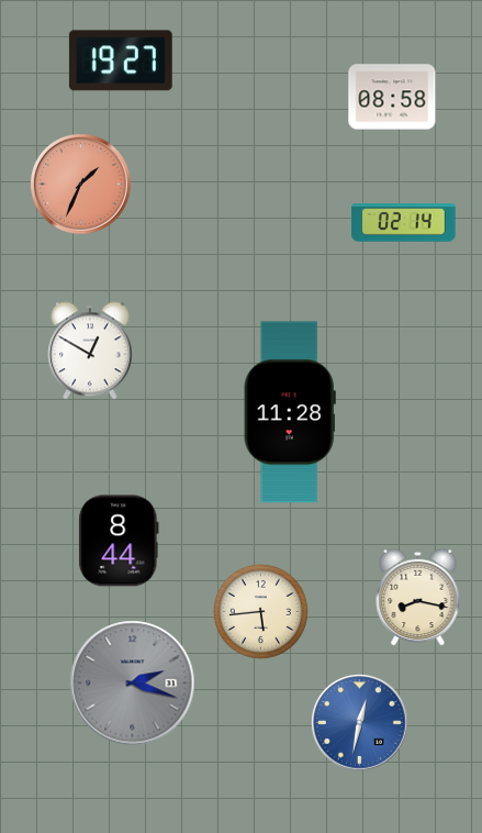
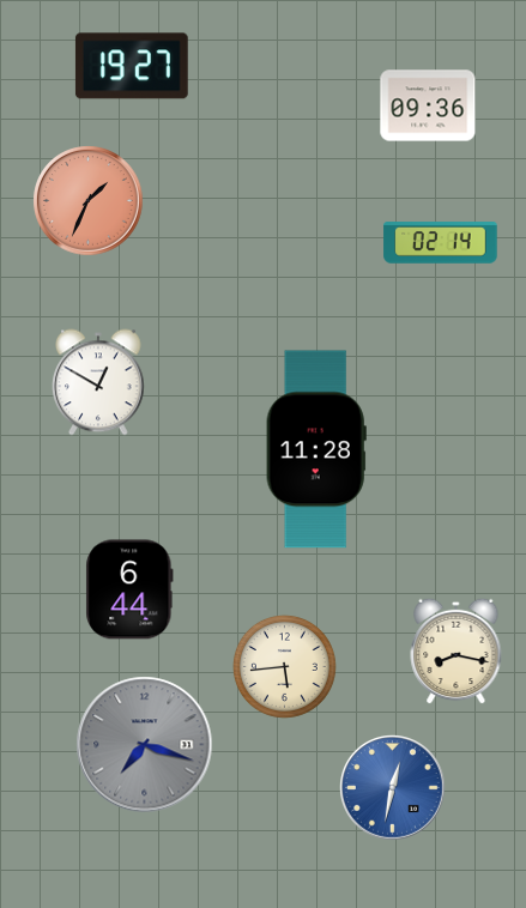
clock at (392, 97): 08:58 -> 09:36
clock at (119, 541): 8:44 -> 6:44
clock at (133, 684): 2:18 -> 7:18
